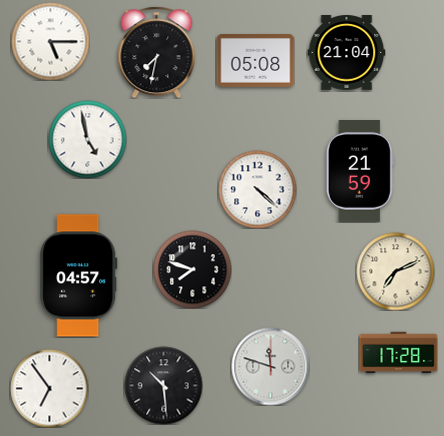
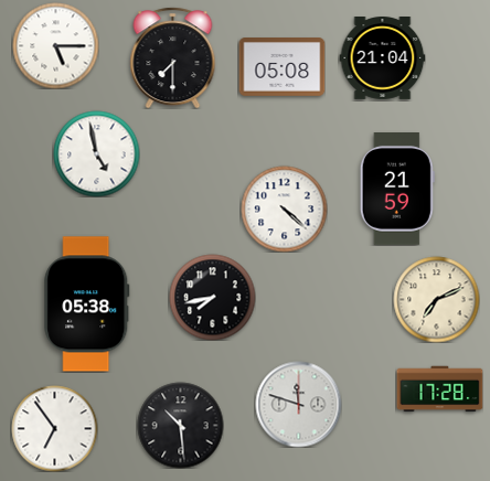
clock at (157, 52): 7:32 -> 7:30
clock at (192, 269): 7:48 -> 7:43
clock at (79, 276): 04:57 -> 05:38
